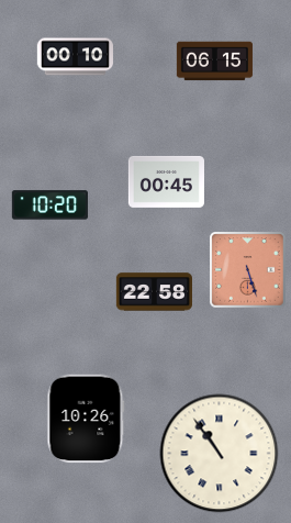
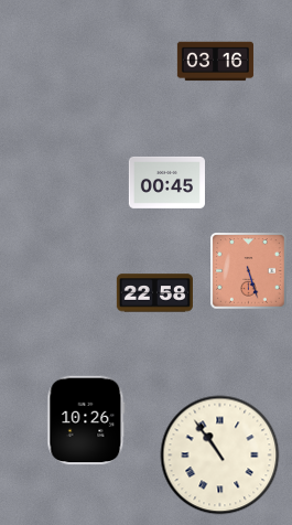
clock at (75, 57): 00:10 -> none
clock at (214, 62): 06:15 -> 03:16
clock at (49, 205): 10:20 -> none
